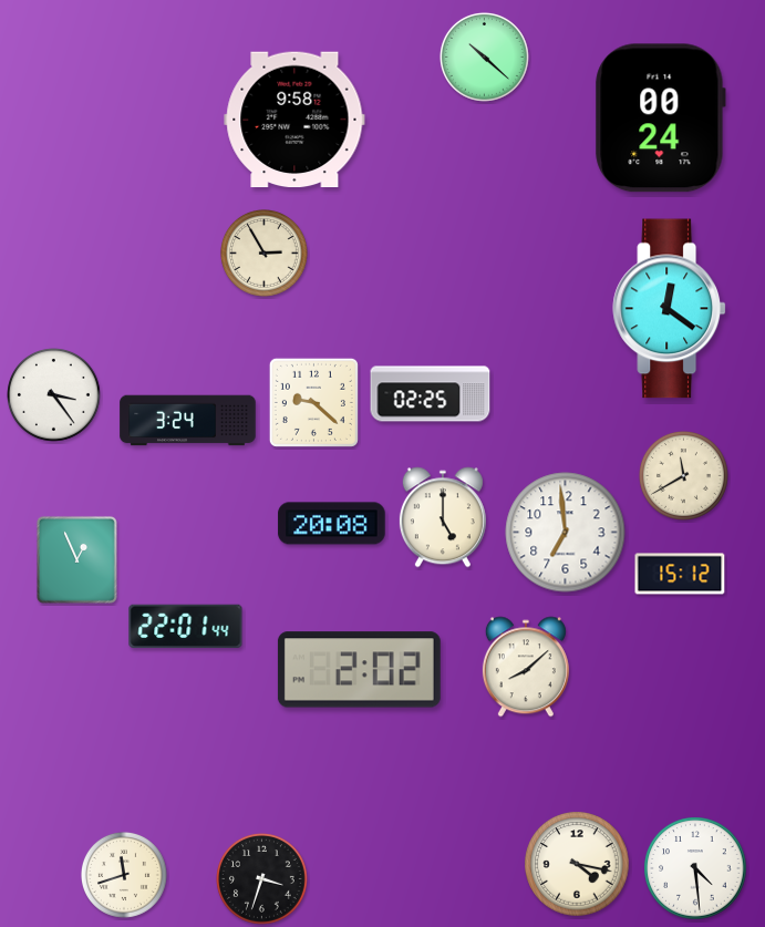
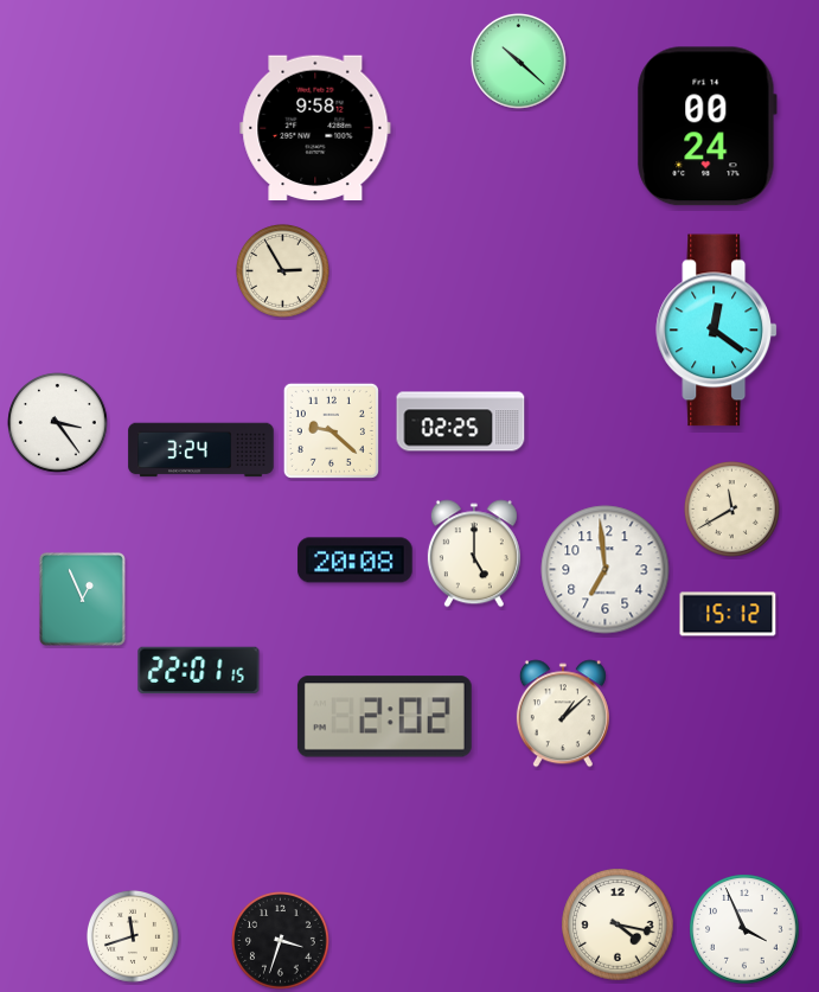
clock at (313, 402) position: (313, 402) -> (331, 430)
clock at (186, 627): 22:01:44 -> 22:01:15
clock at (526, 667): 8:08 -> 1:08
clock at (695, 868): 4:29 -> 3:56
